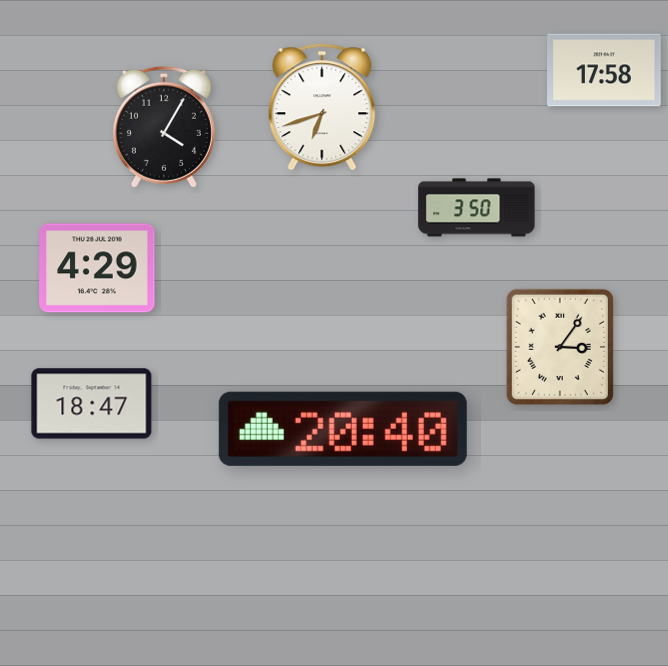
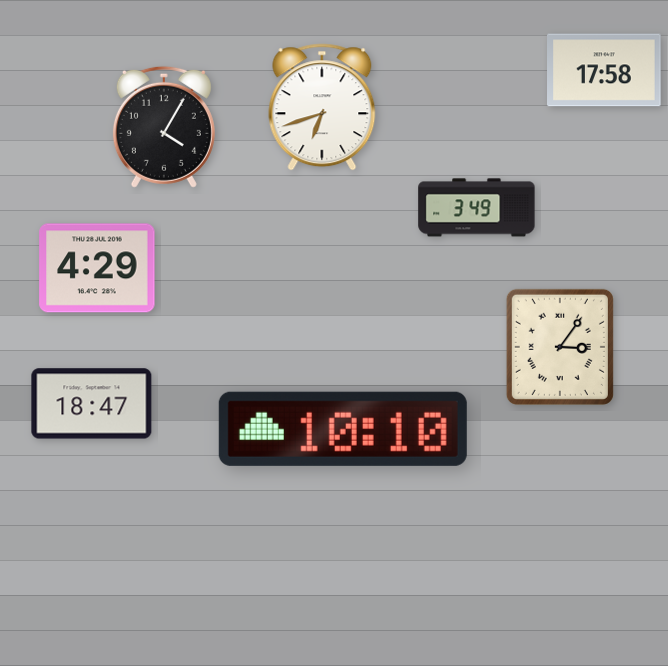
clock at (477, 208): 3:50 -> 3:49
clock at (343, 429): 20:40 -> 10:10
